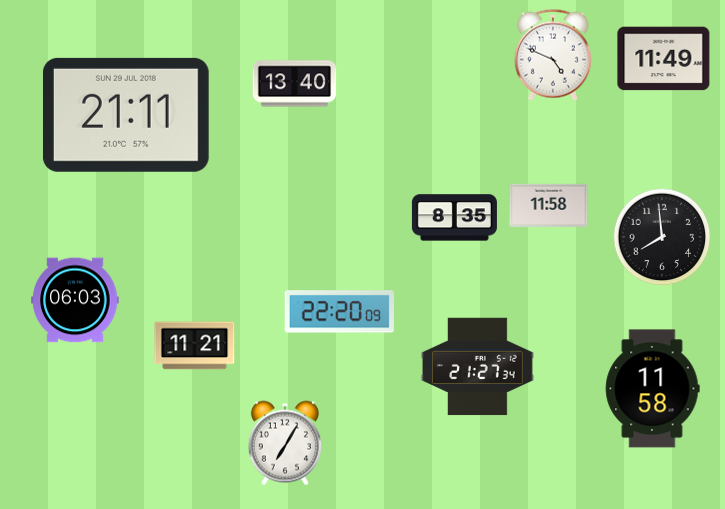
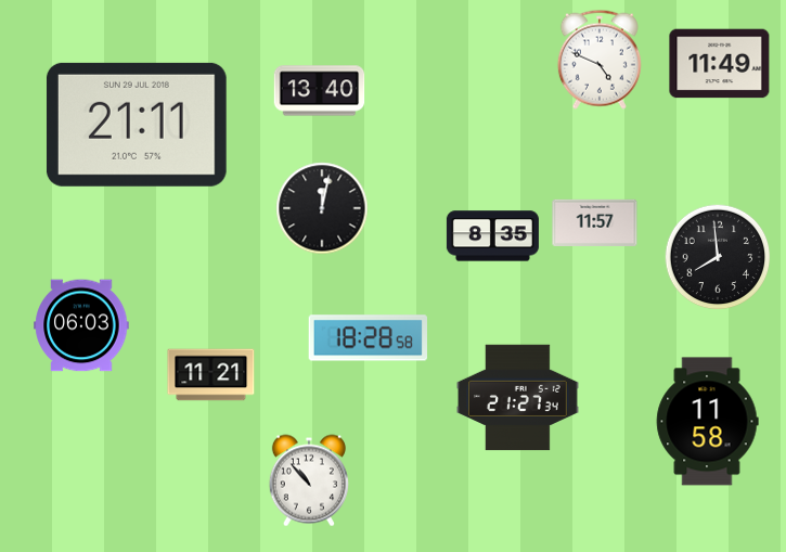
clock at (322, 208): none -> 12:02
clock at (549, 205): 11:58 -> 11:57
clock at (339, 312): 22:20 -> 18:28
clock at (285, 443): 7:05 -> 10:53
